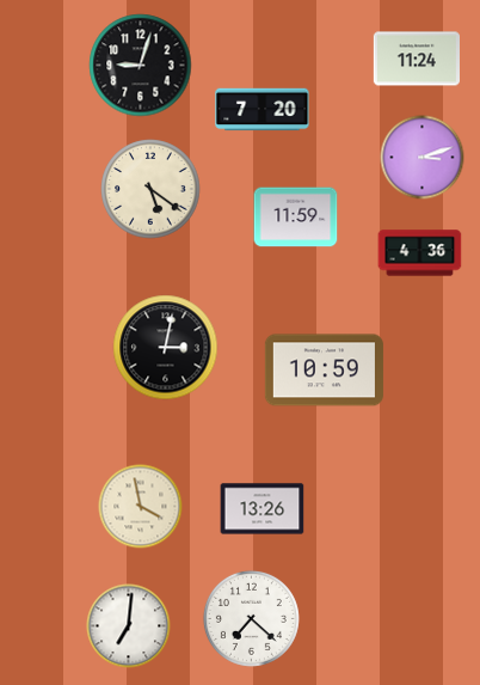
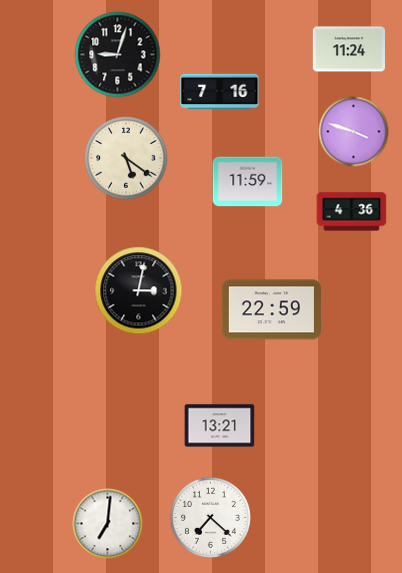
clock at (263, 110): 7:20 -> 7:16
clock at (423, 158): 3:12 -> 3:48
clock at (324, 371): 10:59 -> 22:59
clock at (141, 507): 3:58 -> none
clock at (263, 509): 13:26 -> 13:21
